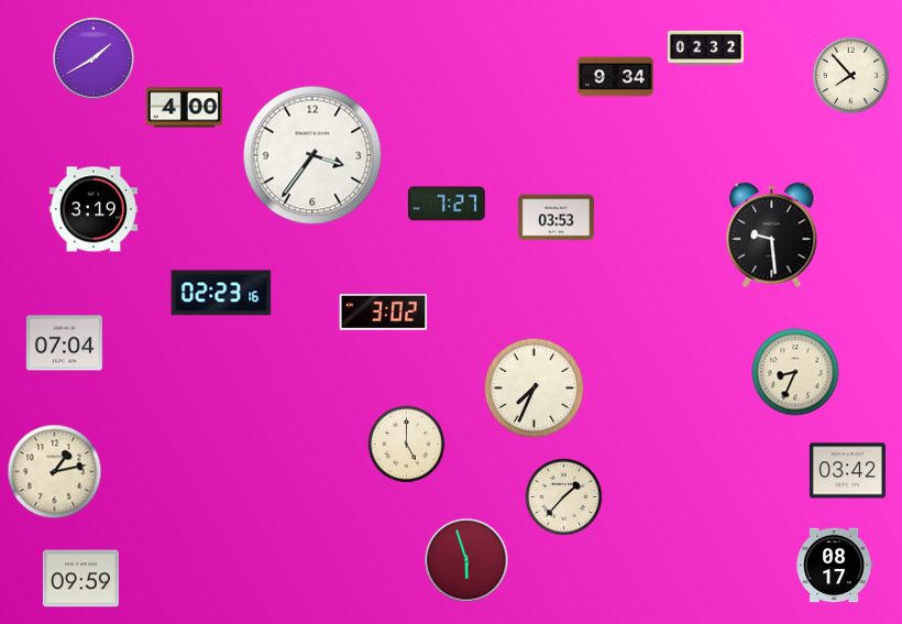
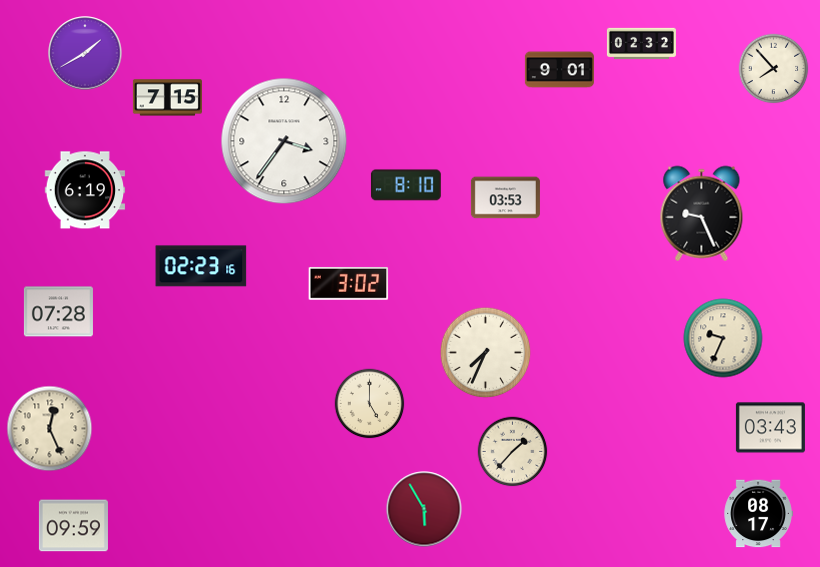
clock at (615, 77): 9:34 -> 9:01
clock at (184, 108): 4:00 -> 7:15
clock at (447, 204): 7:27 -> 8:10
clock at (94, 209): 3:19 -> 6:19
clock at (772, 236): 9:29 -> 9:26
clock at (64, 343): 07:04 -> 07:28
clock at (795, 372): 8:34 -> 9:34
clock at (847, 471): 03:42 -> 03:43
clock at (55, 472): 1:13 -> 12:26
clock at (466, 560): 5:57 -> 5:55
